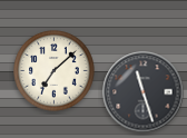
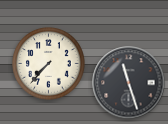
clock at (55, 71): 7:08 -> 7:37
